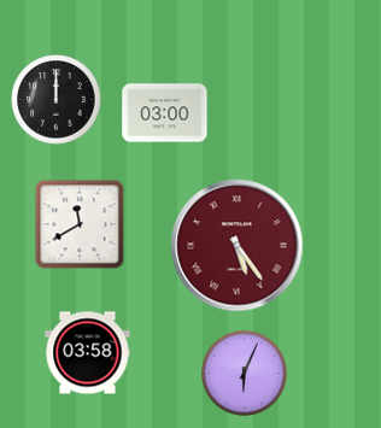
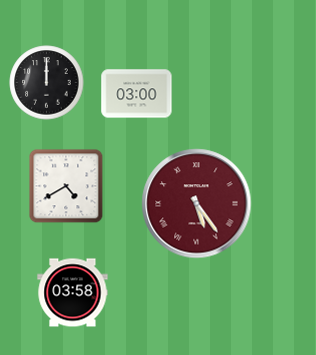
clock at (80, 224): 11:40 -> 4:40
clock at (245, 374): 6:04 -> none
